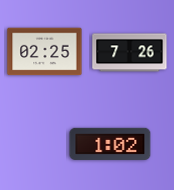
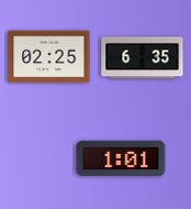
clock at (130, 53): 7:26 -> 6:35
clock at (110, 144): 1:02 -> 1:01
